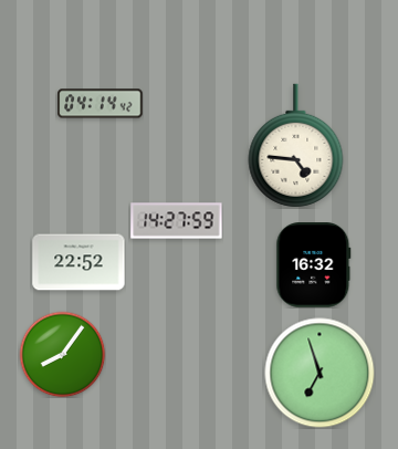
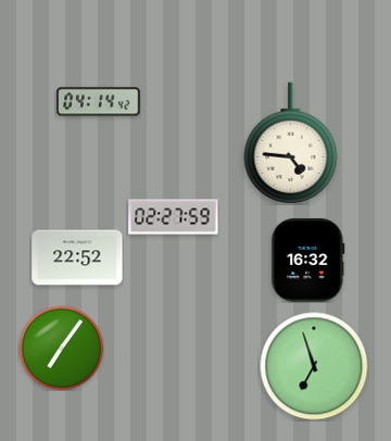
clock at (177, 221): 14:27 -> 02:27
clock at (62, 354): 8:06 -> 7:06
